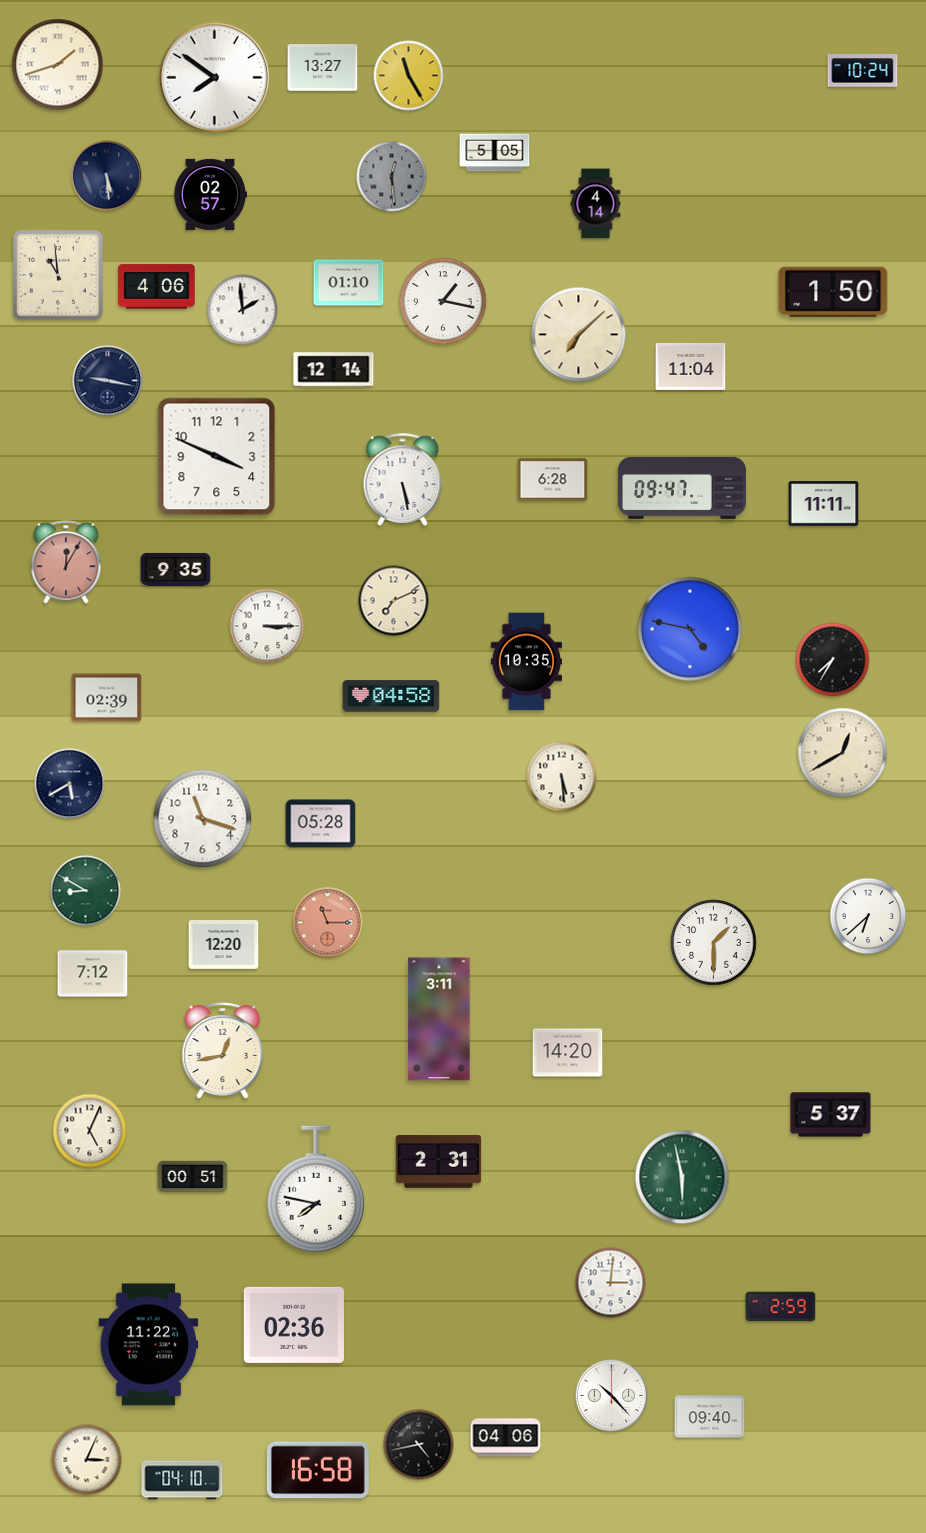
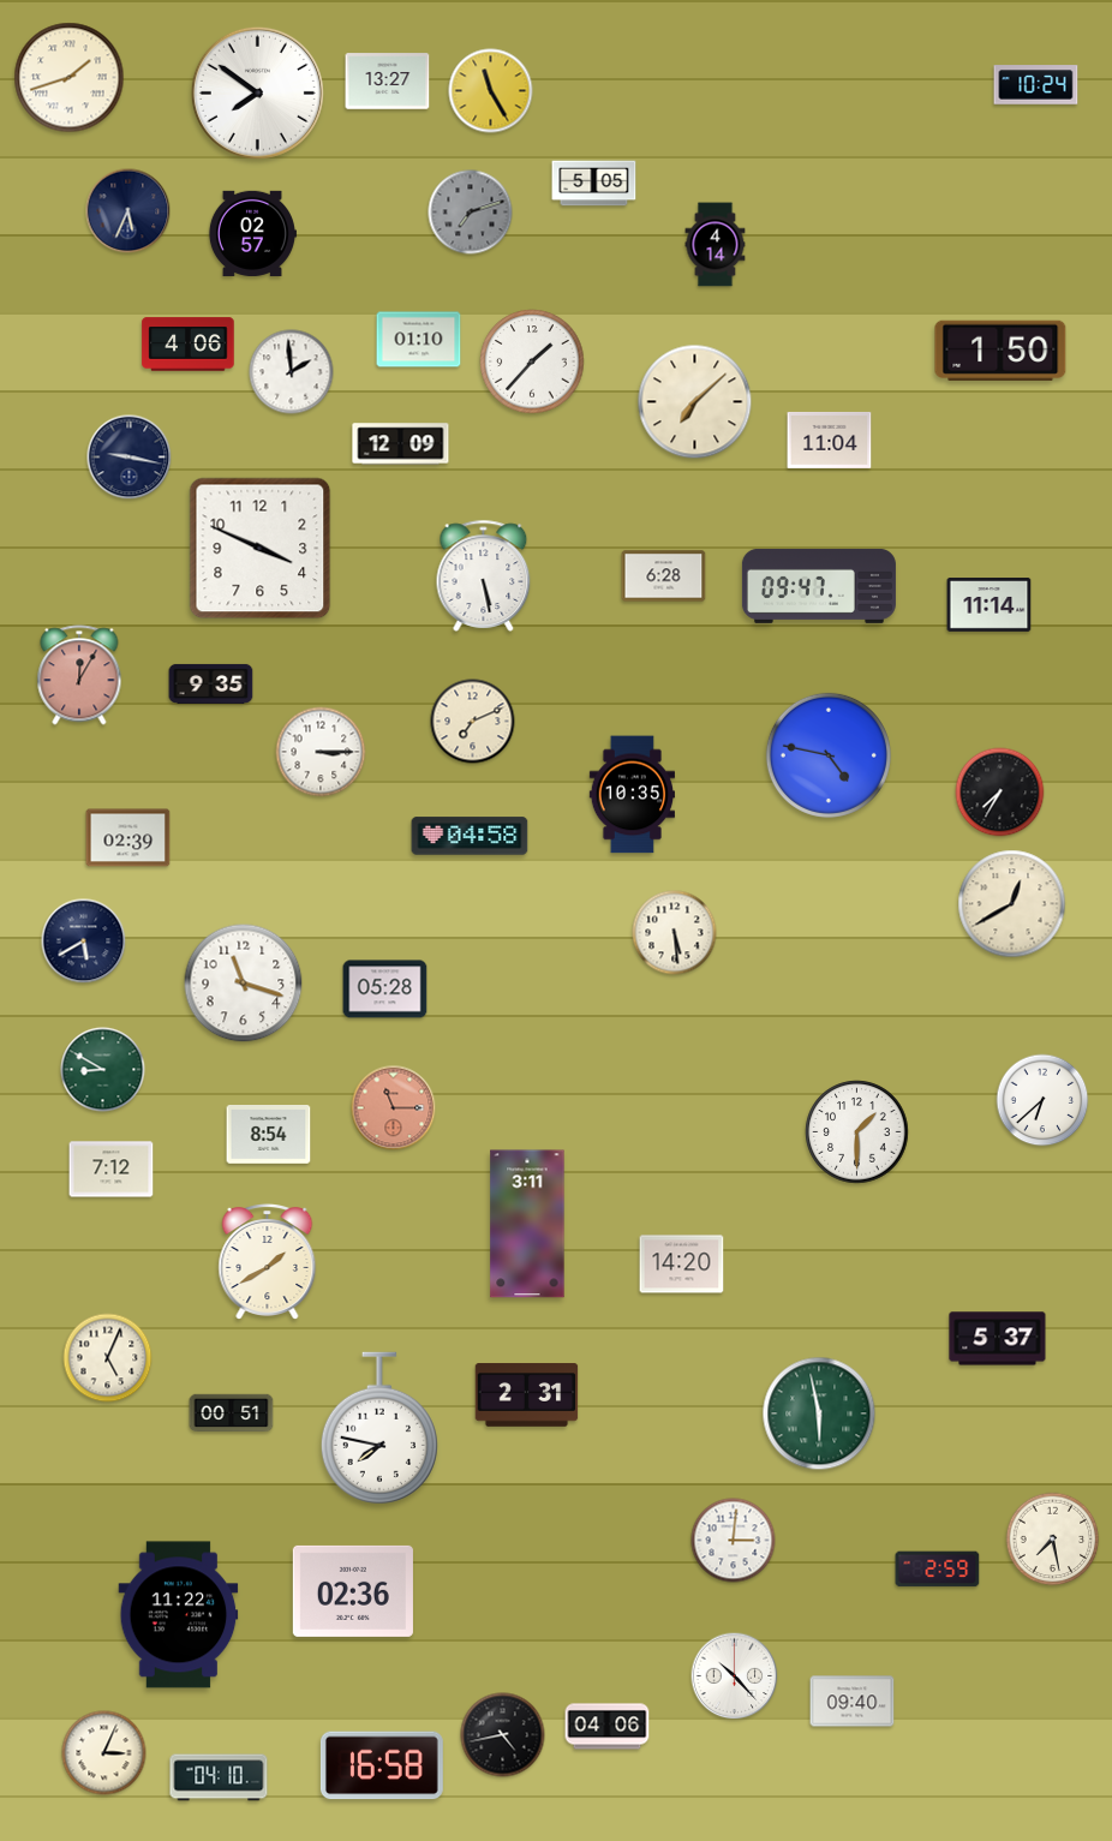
clock at (107, 176): 5:29 -> 5:34
clock at (392, 177): 12:29 -> 7:12
clock at (58, 275): 10:59 -> none
clock at (443, 301): 1:17 -> 1:37
clock at (334, 370): 12:14 -> 12:09
clock at (824, 504): 11:11 -> 11:14
clock at (224, 945): 12:20 -> 8:54
clock at (223, 1051): 12:43 -> 1:40
clock at (1053, 1540): none -> 7:28
